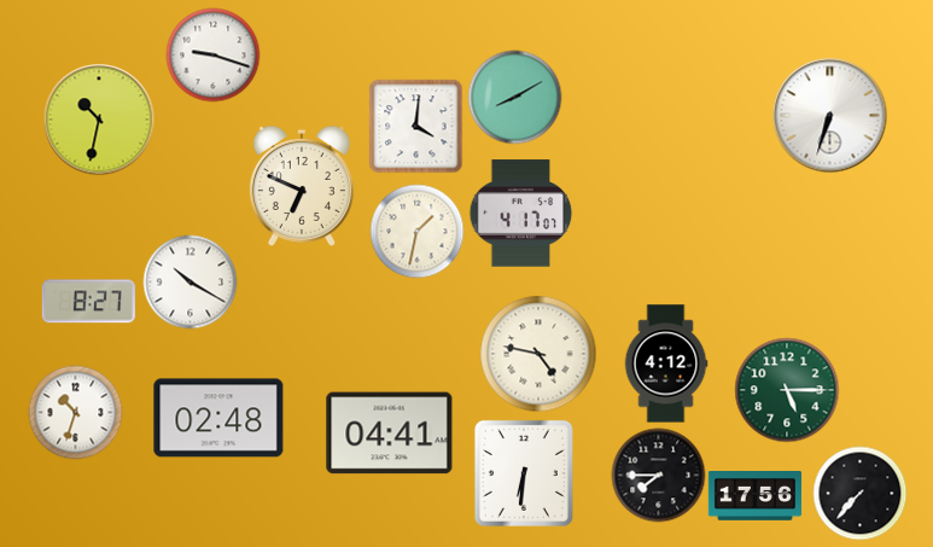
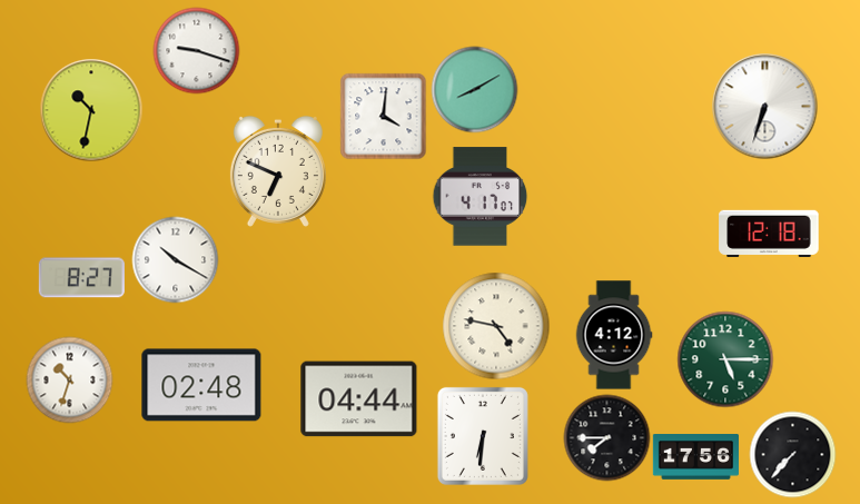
clock at (416, 231): 1:32 -> none
clock at (769, 234): none -> 12:18
clock at (390, 433): 04:41 -> 04:44
